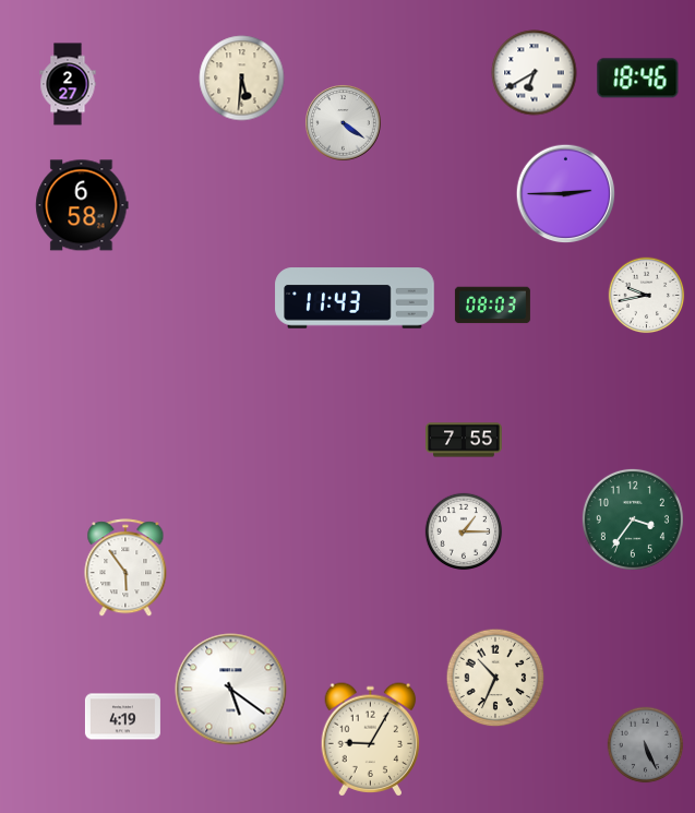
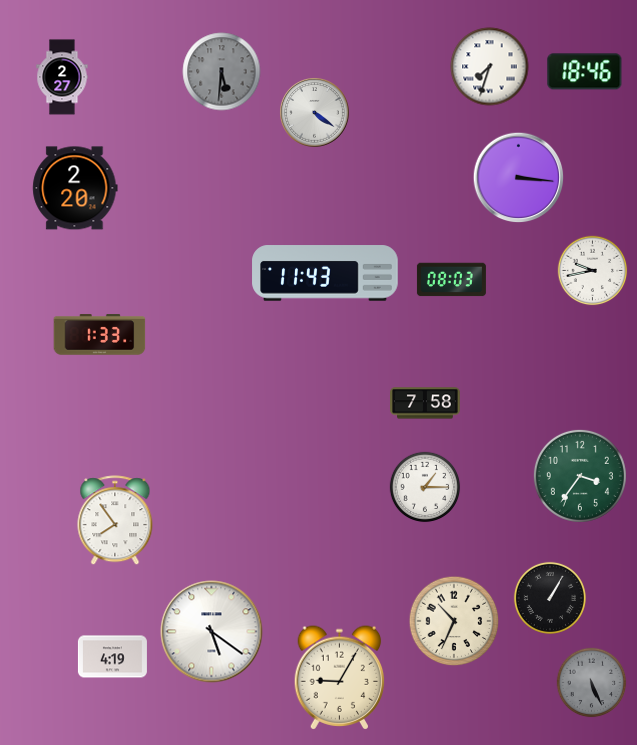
clock at (535, 73): 6:40 -> 7:33
clock at (242, 79) dial: cream -> grey
clock at (566, 194): 2:45 -> 3:16
clock at (82, 205): 6:58 -> 2:20
clock at (100, 335): none -> 1:33
clock at (464, 440): 7:55 -> 7:58
clock at (125, 569): 5:54 -> 7:54
clock at (550, 598): none -> 1:05
